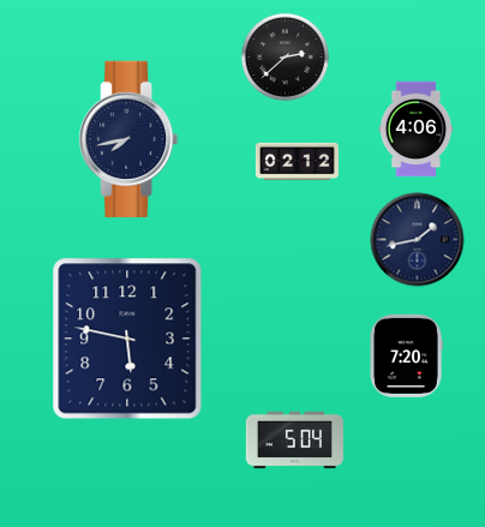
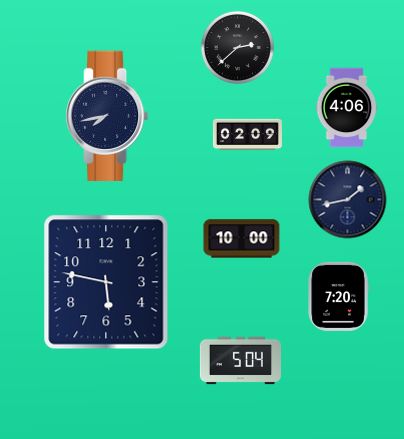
clock at (297, 162): 02:12 -> 02:09
clock at (242, 239): none -> 10:00
clock at (294, 441) position: (294, 441) -> (240, 361)
